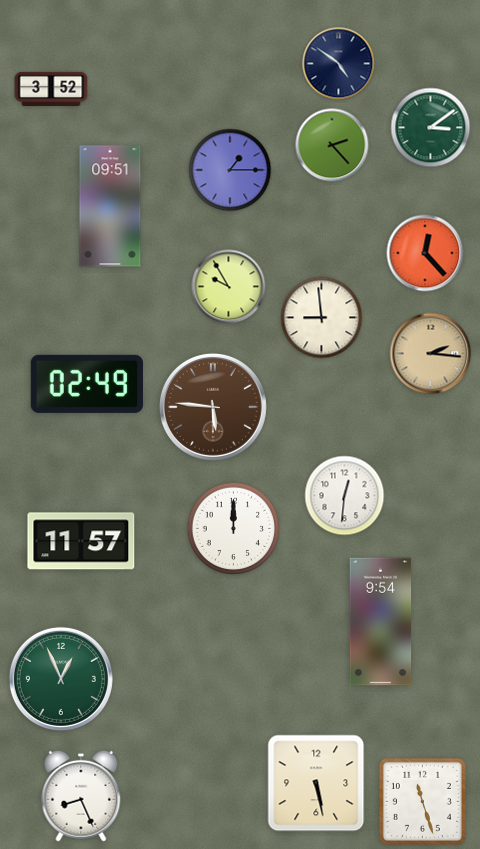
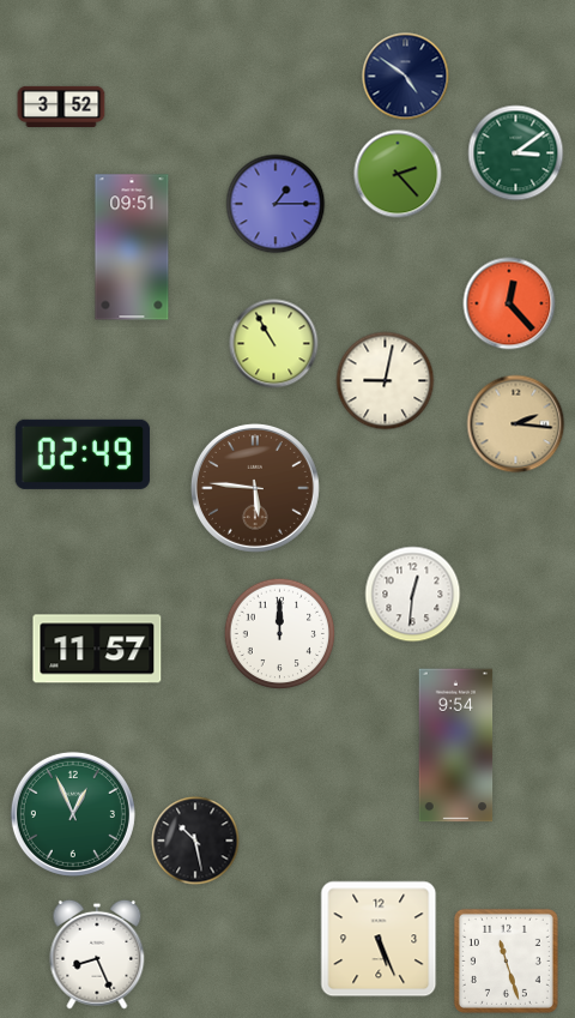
clock at (229, 287): 9:55 -> 10:55
clock at (322, 318): 8:59 -> 9:02
clock at (87, 384) position: (87, 384) -> (83, 454)
clock at (195, 841): none -> 10:28
clock at (316, 783): 5:28 -> 5:26
